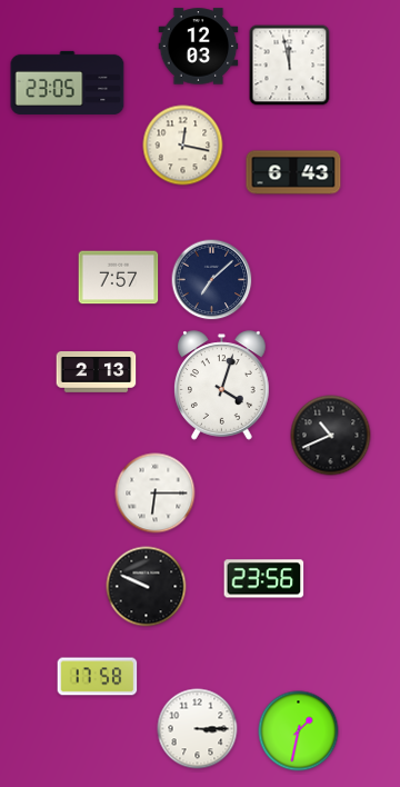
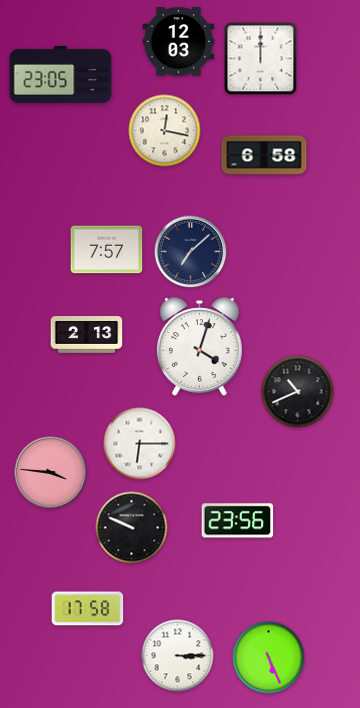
clock at (290, 66): 11:58 -> 12:00
clock at (293, 172): 6:43 -> 6:58
clock at (51, 473): none -> 3:46
clock at (299, 731): 1:32 -> 5:26
